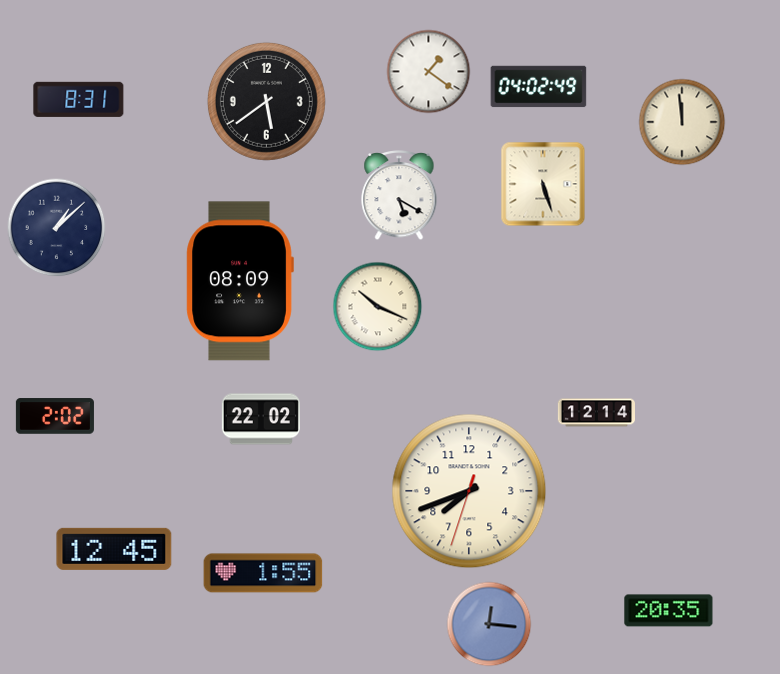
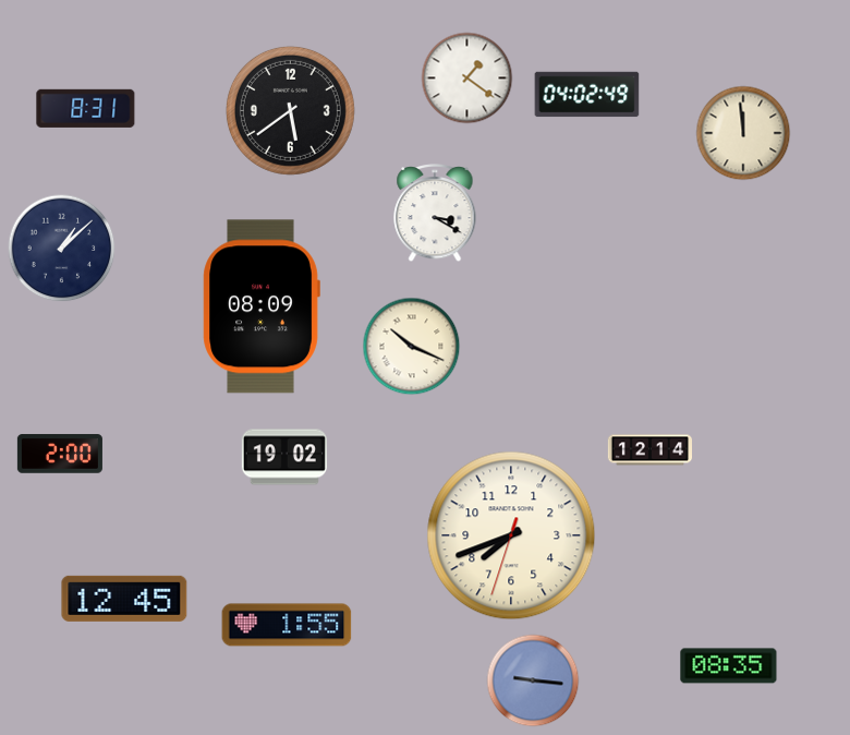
clock at (543, 184): 5:27 -> none
clock at (399, 195): 5:20 -> 3:20
clock at (378, 307) position: (378, 307) -> (412, 347)
clock at (55, 416): 2:02 -> 2:00
clock at (261, 419): 22:02 -> 19:02
clock at (669, 611): 20:35 -> 08:35
clock at (489, 624): 12:16 -> 9:16
